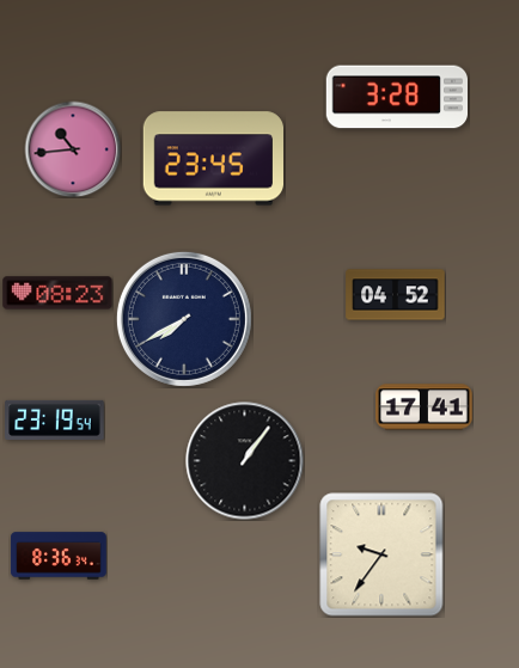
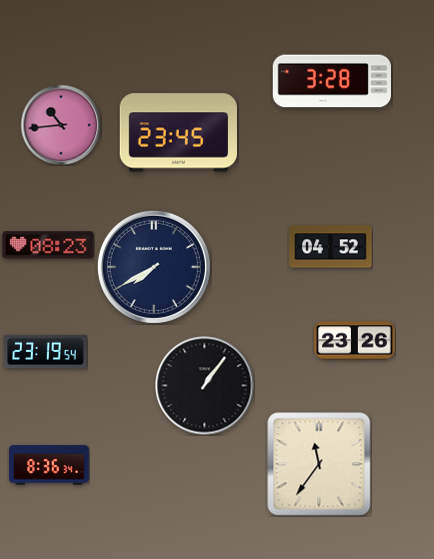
clock at (425, 407): 17:41 -> 23:26
clock at (381, 554): 9:36 -> 11:36
